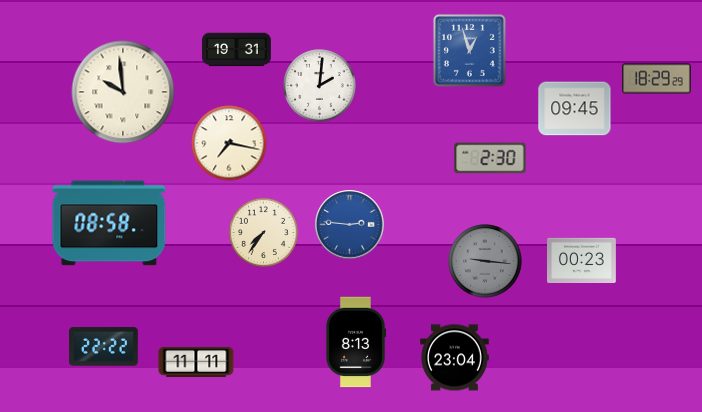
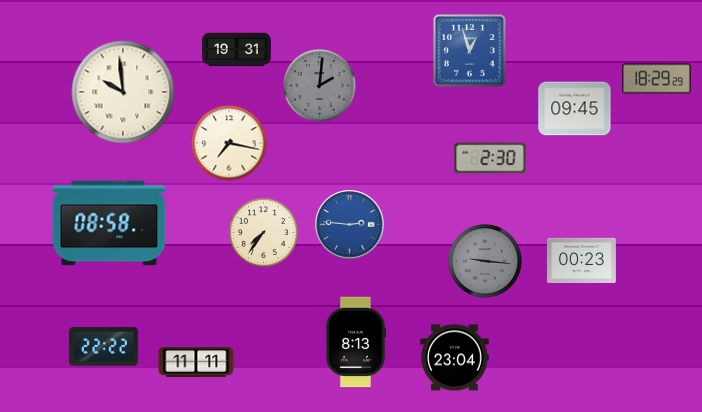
clock at (320, 86) dial: white -> grey
